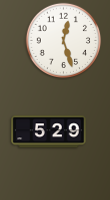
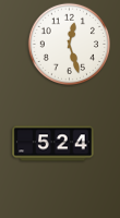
clock at (49, 132): 5:29 -> 5:24
